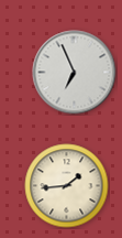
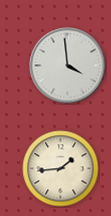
clock at (75, 73): 6:56 -> 3:59
